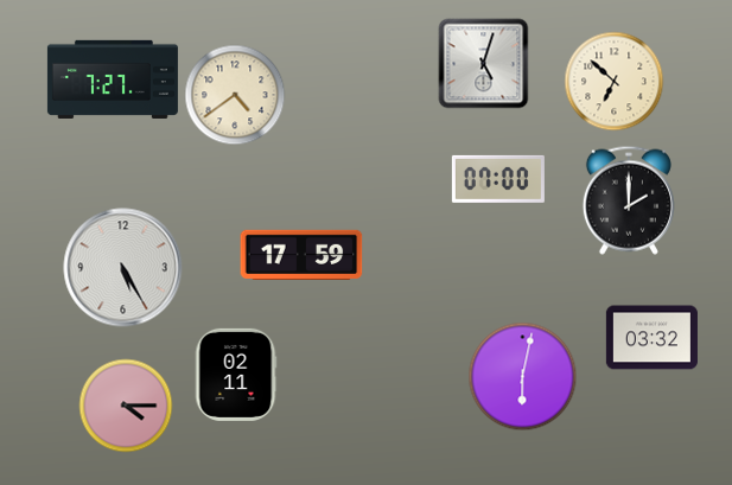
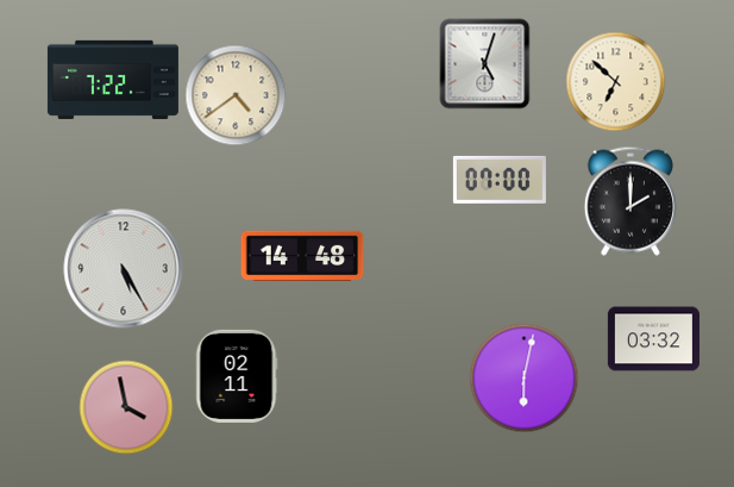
clock at (113, 79): 7:27 -> 7:22
clock at (301, 254): 17:59 -> 14:48
clock at (126, 406): 4:15 -> 3:58
